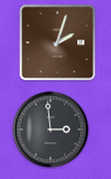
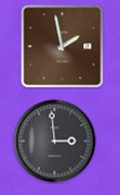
clock at (58, 43): 2:03 -> 1:58
